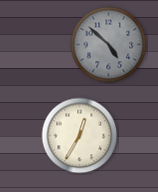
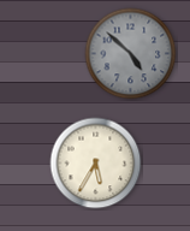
clock at (80, 136): 12:35 -> 5:35
